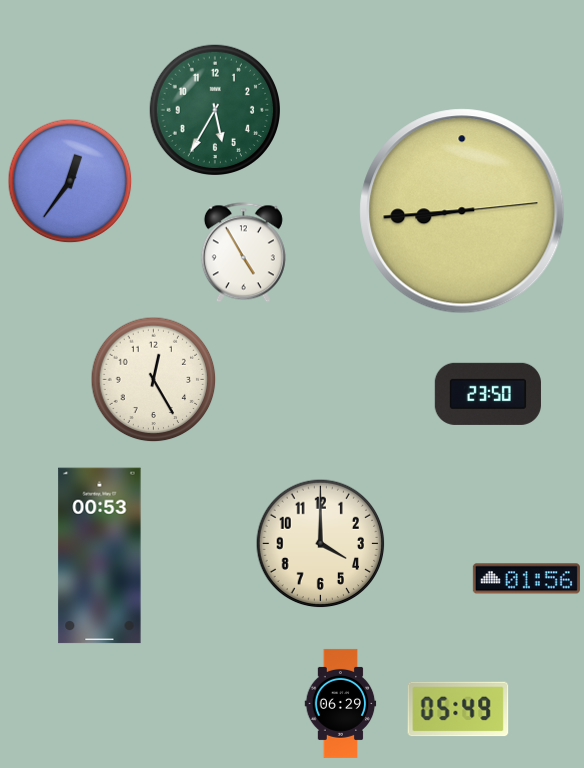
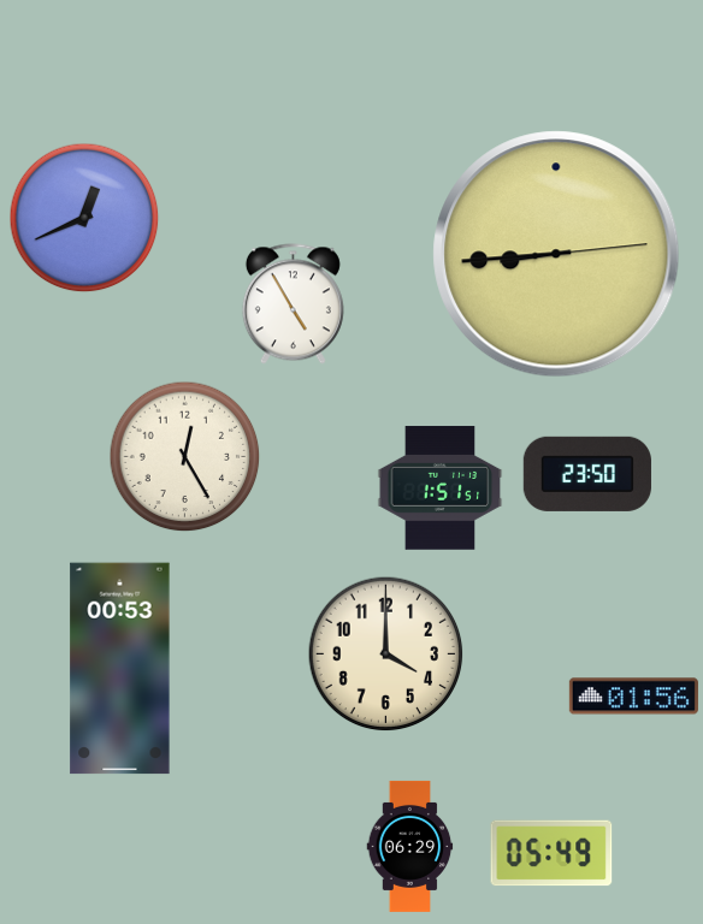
clock at (214, 109): 5:35 -> none
clock at (70, 181): 12:36 -> 12:41
clock at (441, 488): none -> 1:51
